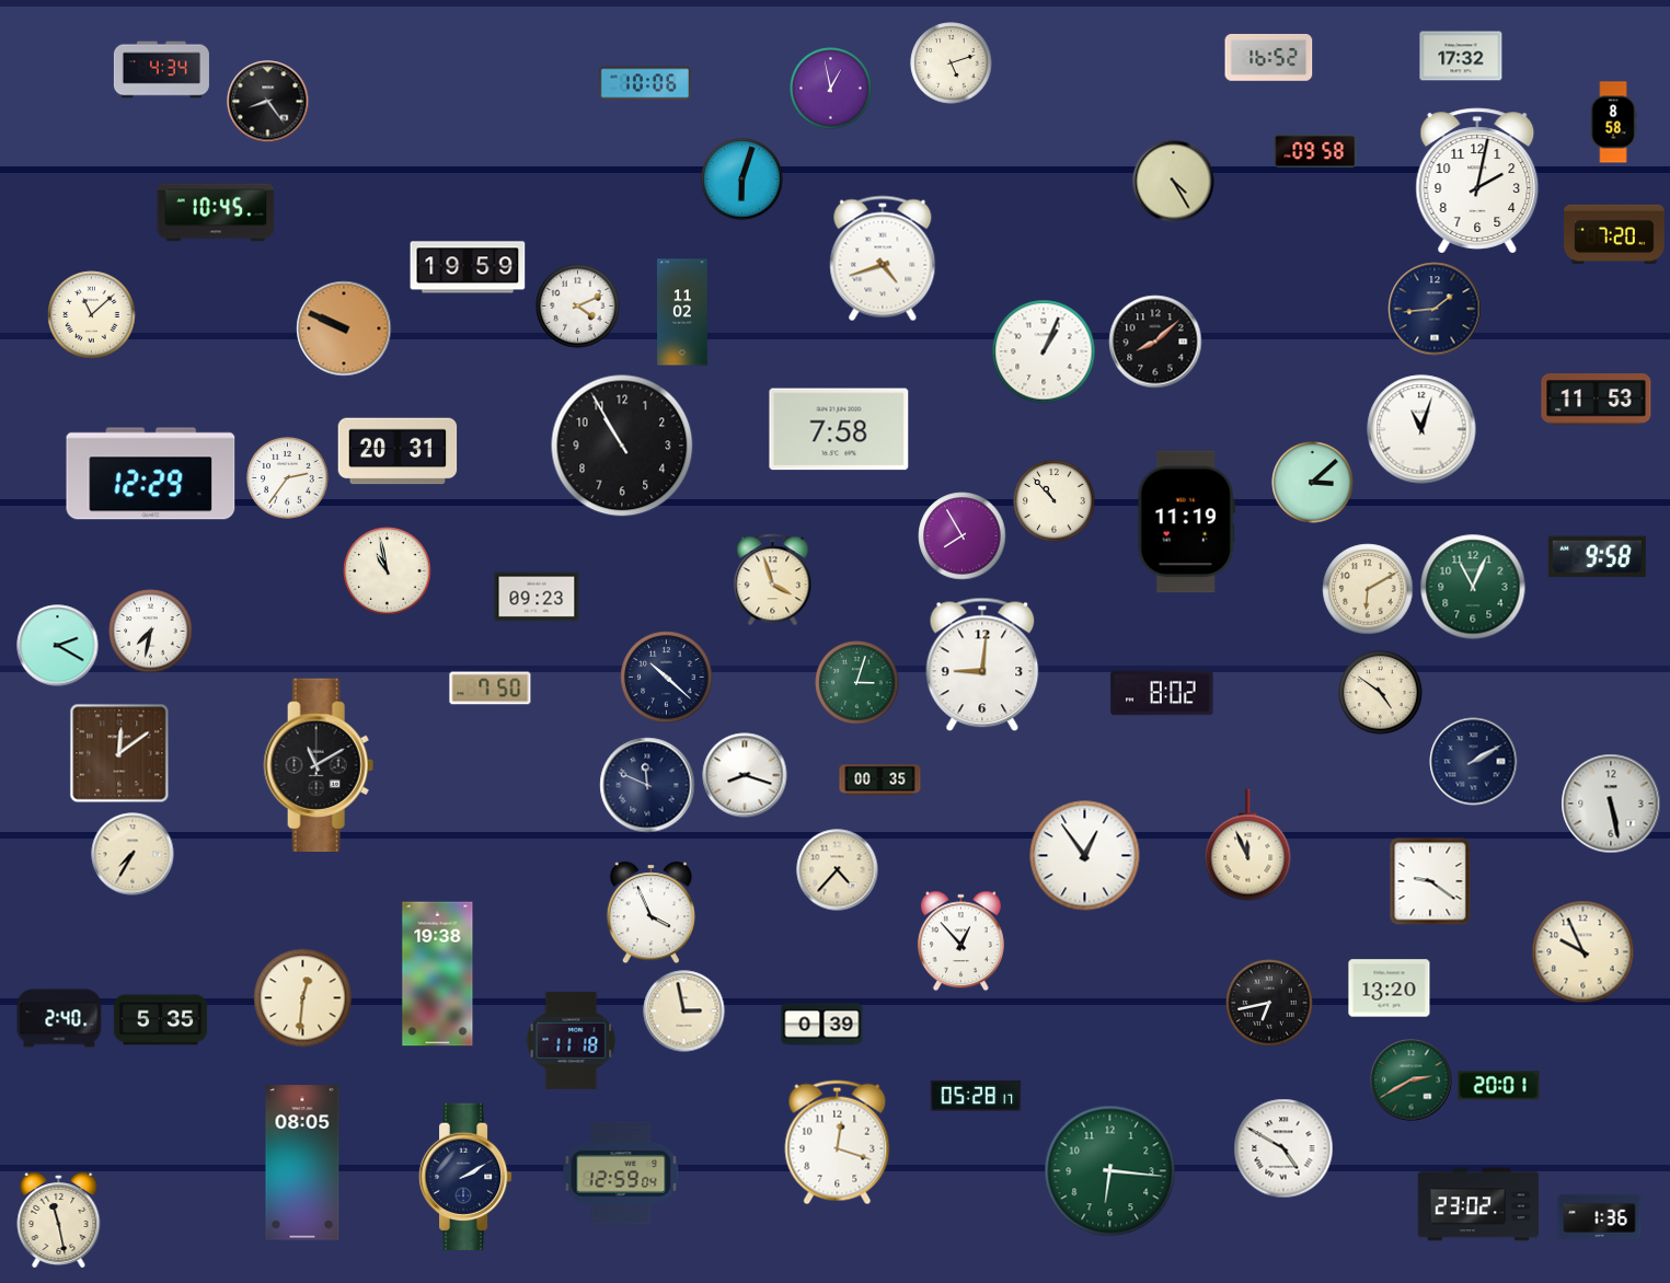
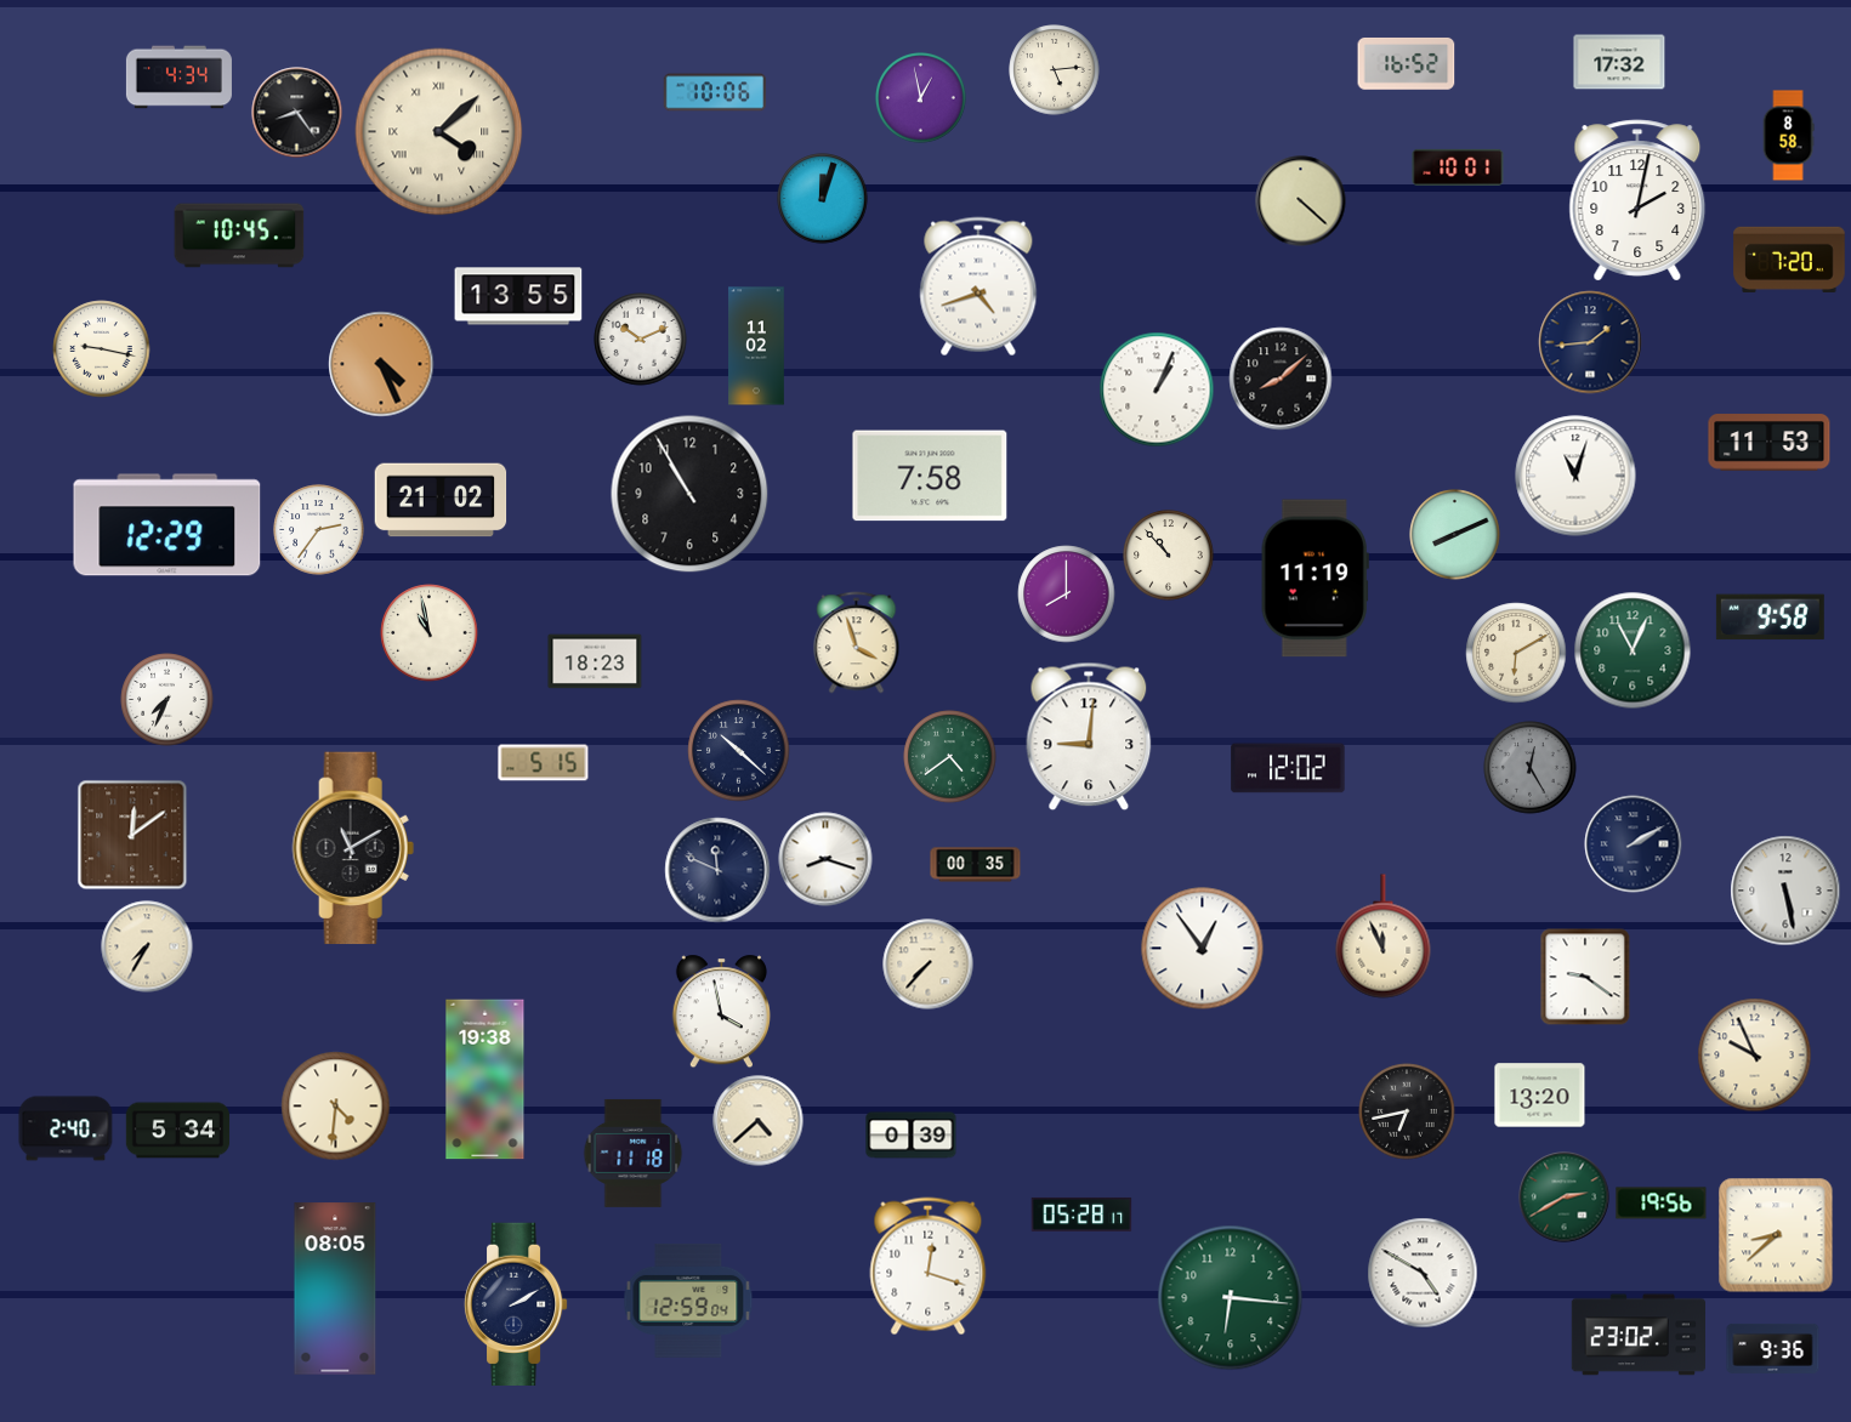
clock at (952, 63): 5:12 -> 5:14
clock at (439, 132): none -> 4:08
clock at (1315, 151): 09:58 -> 10:01
clock at (742, 180): 6:03 -> 12:03
clock at (1174, 182): 4:25 -> 4:22
clock at (468, 267): 19:59 -> 13:55
clock at (578, 307): 4:11 -> 10:11
clock at (92, 315): 11:08 -> 9:17
clock at (344, 328): 9:49 -> 4:26
clock at (398, 451): 20:31 -> 21:02
clock at (1313, 483): 3:08 -> 8:11
clock at (963, 536): 7:55 -> 8:00
clock at (537, 597): 09:23 -> 18:23
clock at (151, 632): 7:32 -> 7:34
clock at (58, 646): 2:20 -> none
clock at (857, 683): 3:03 -> 4:39
clock at (491, 689): 7:50 -> 5:15
clock at (1162, 693): 8:02 -> 12:02
clock at (1381, 693): 4:51 -> 12:25
clock at (1381, 693) dial: cream -> grey
clock at (838, 870): 4:37 -> 7:37
clock at (650, 913): 3:56 -> 3:58
clock at (960, 941): 12:53 -> none
clock at (303, 998): 12:31 -> 4:31
clock at (684, 1012): 2:58 -> 4:38
clock at (161, 1020): 5:35 -> 5:34
clock at (1499, 1086): 20:01 -> 19:56
clock at (1776, 1235): none -> 8:38
clock at (1600, 1216): 1:36 -> 9:36
clock at (59, 1220): 11:28 -> none
